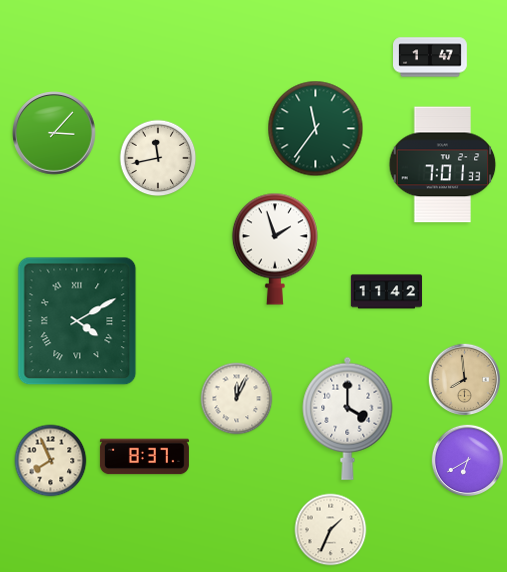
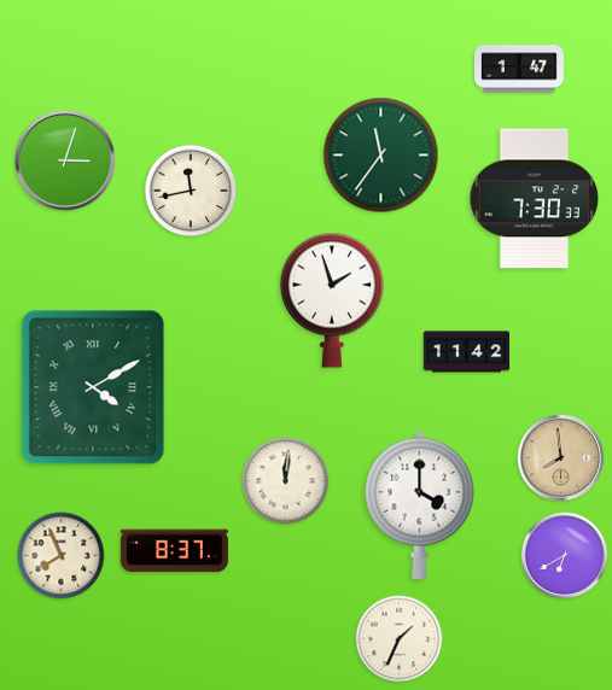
clock at (54, 133): 3:07 -> 3:03
clock at (443, 165): 7:01 -> 7:30
clock at (237, 399): 12:04 -> 12:01
